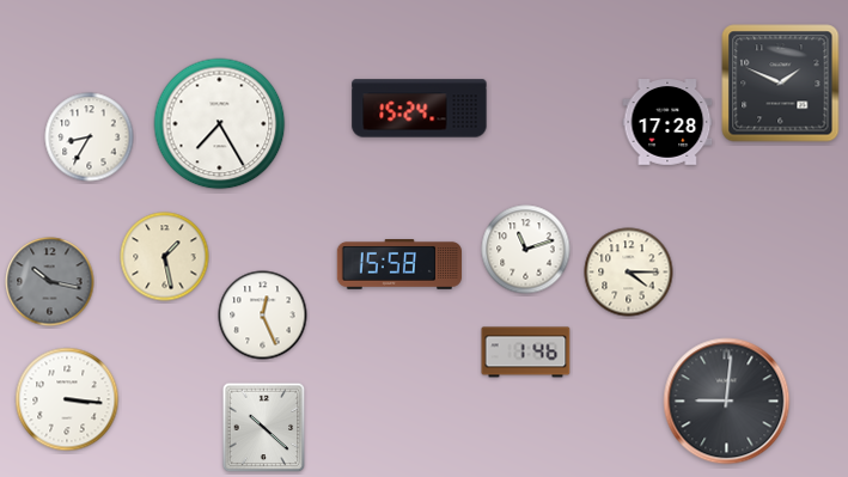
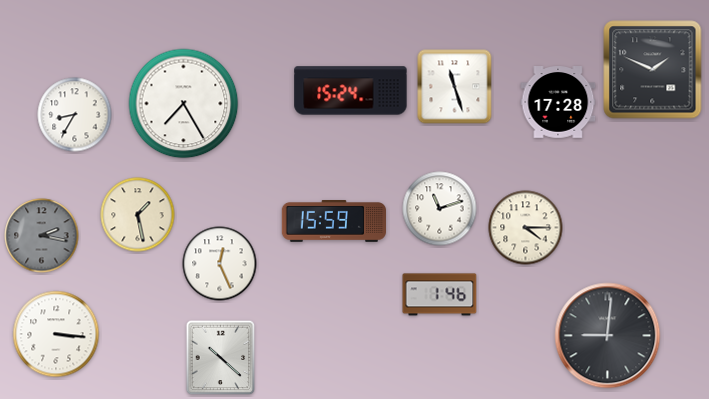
clock at (455, 87): none -> 11:27
clock at (398, 265): 15:58 -> 15:59
clock at (50, 282): 10:17 -> 2:17
